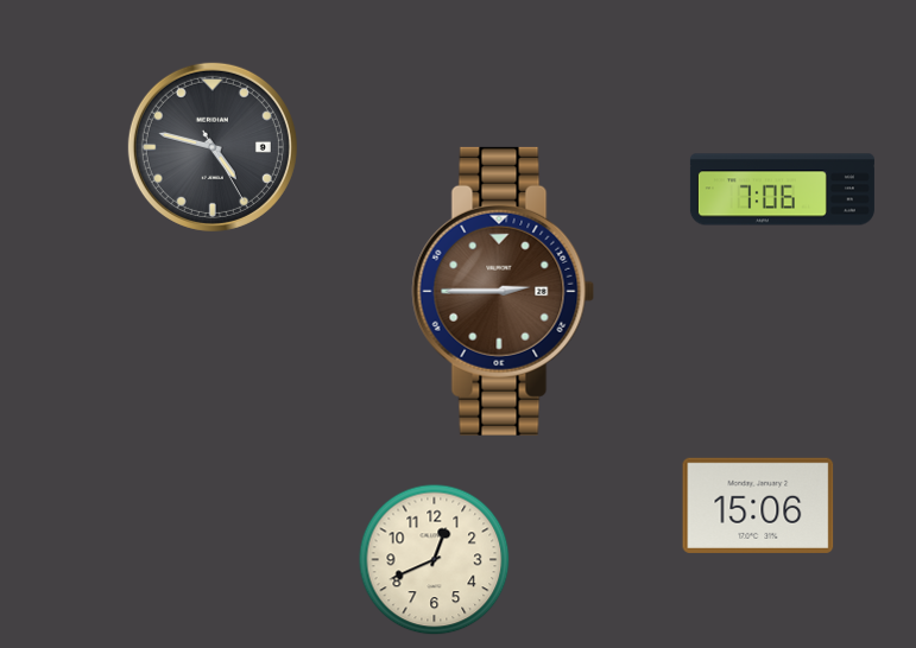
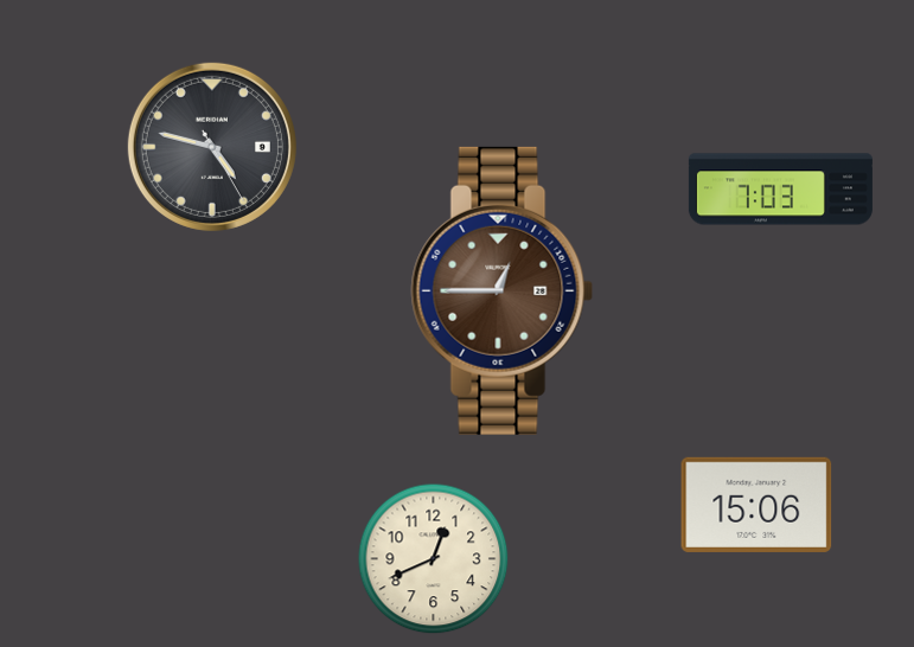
clock at (782, 190): 7:06 -> 7:03
clock at (504, 291): 2:45 -> 12:45
